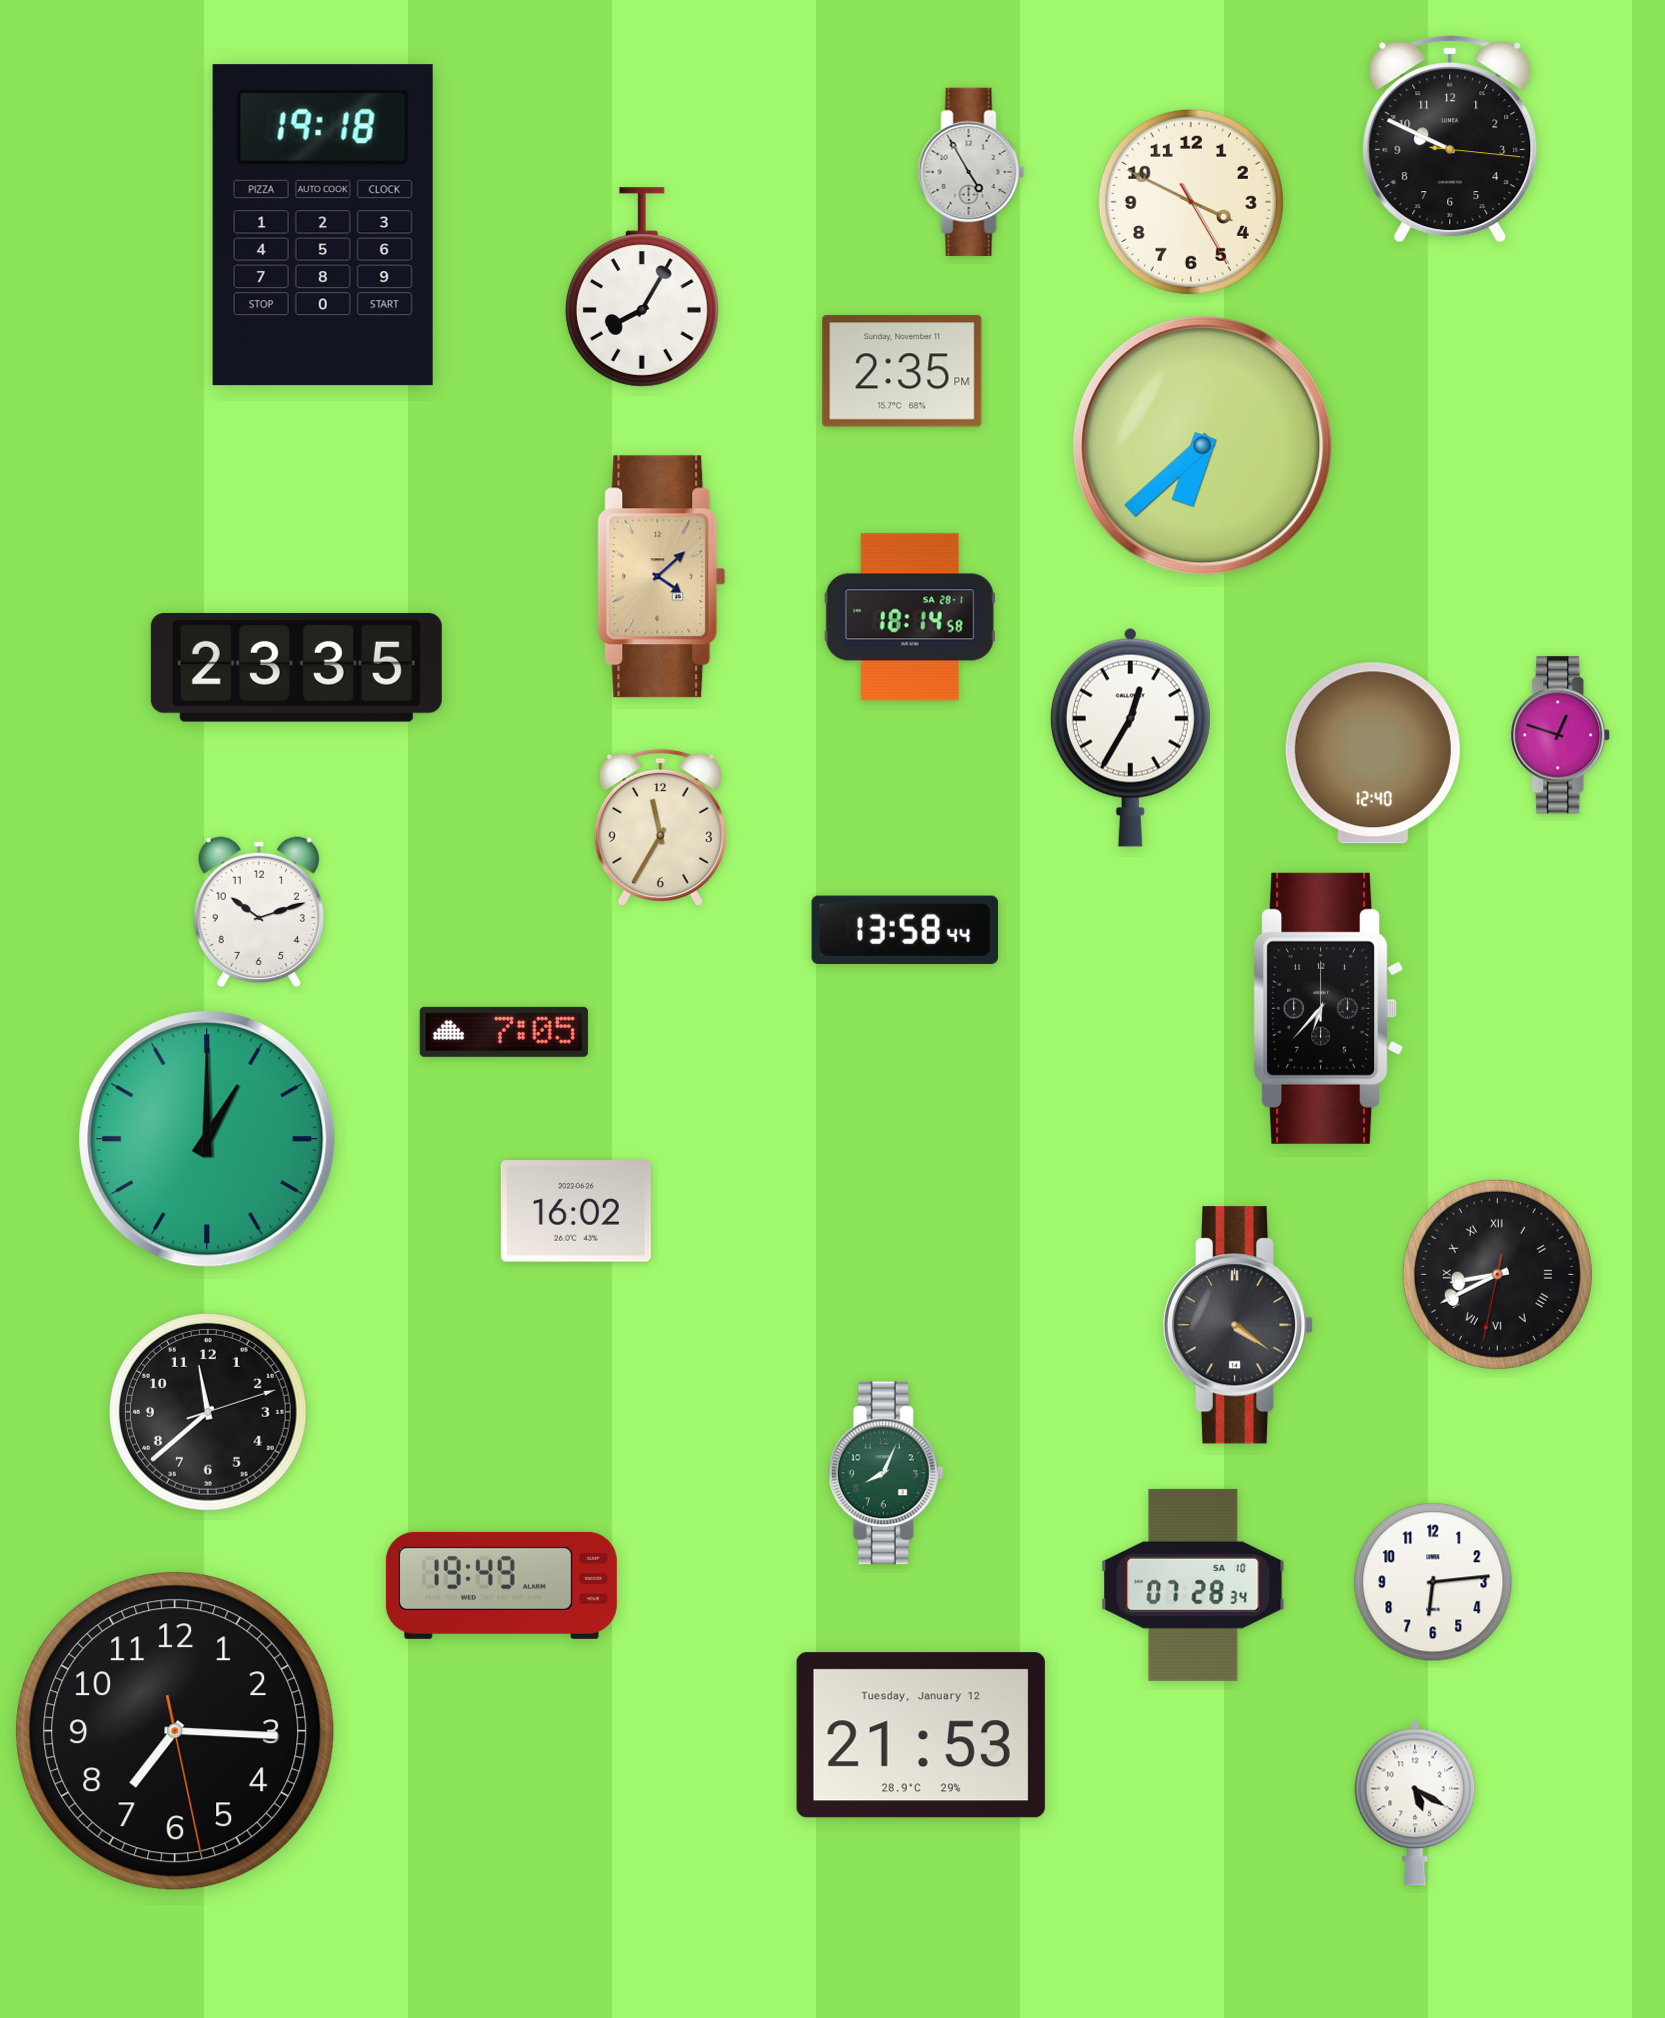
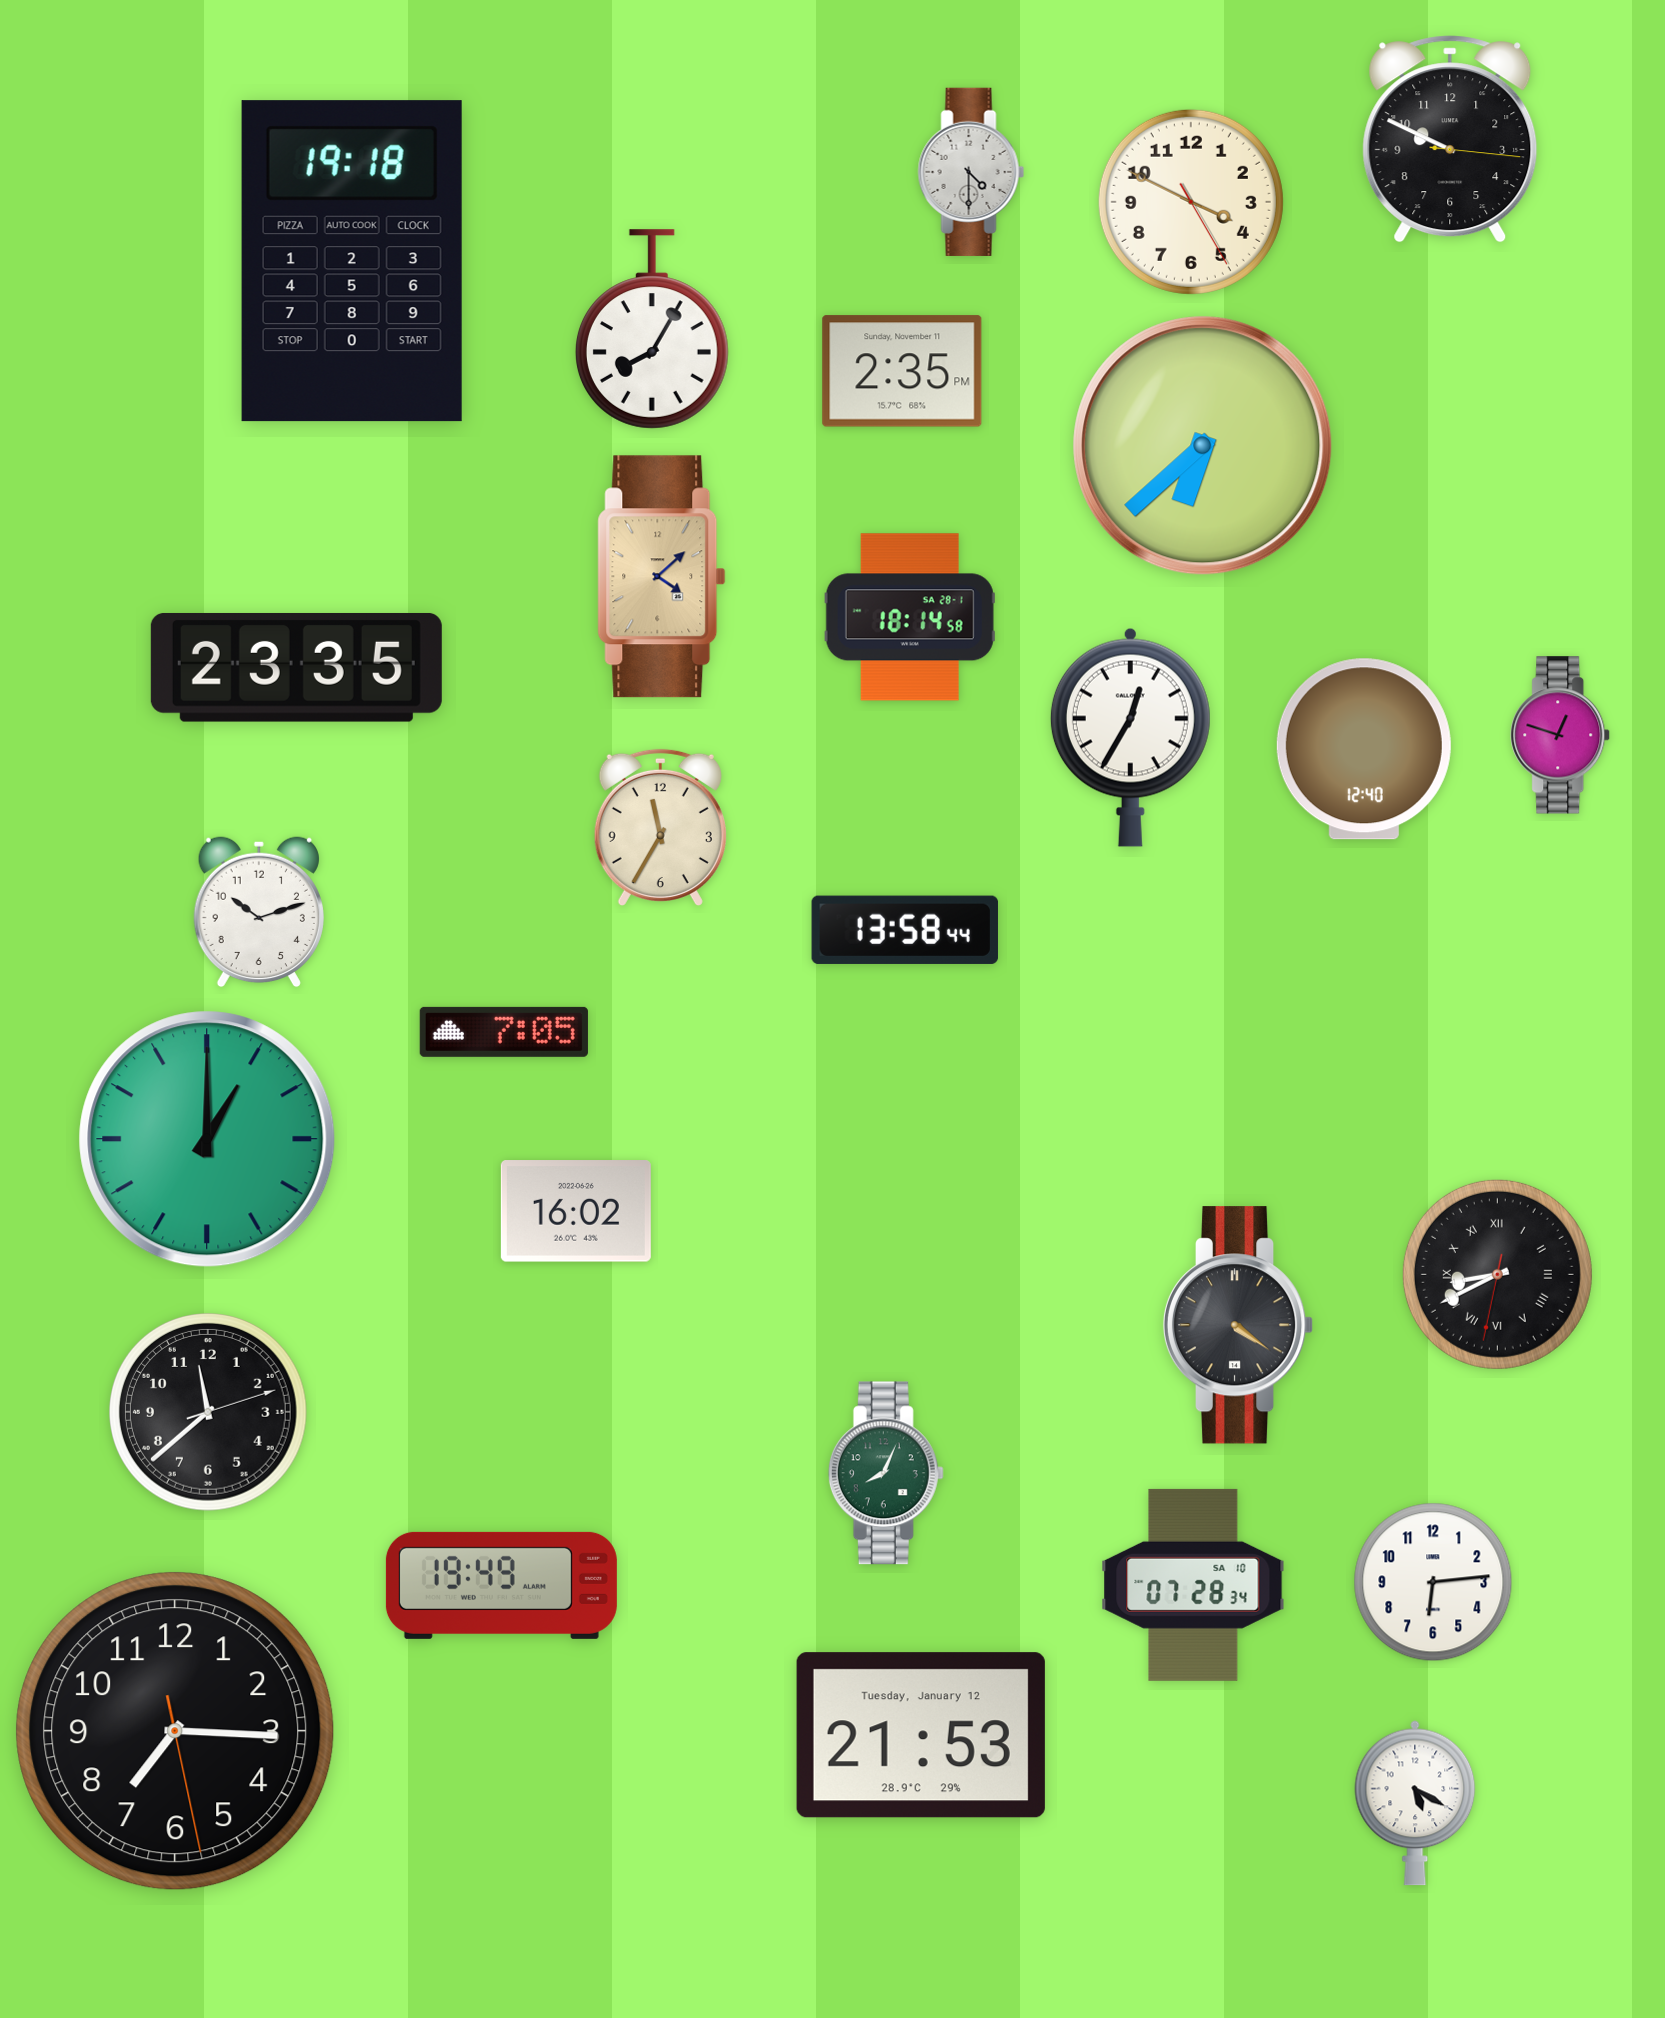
clock at (971, 172): 4:55 -> 4:30
clock at (323, 225) position: (323, 225) -> (352, 261)
clock at (642, 287) position: (642, 287) -> (652, 329)
clock at (1373, 753) position: (1373, 753) -> (1364, 749)
clock at (1329, 1008): 6:37 -> none
